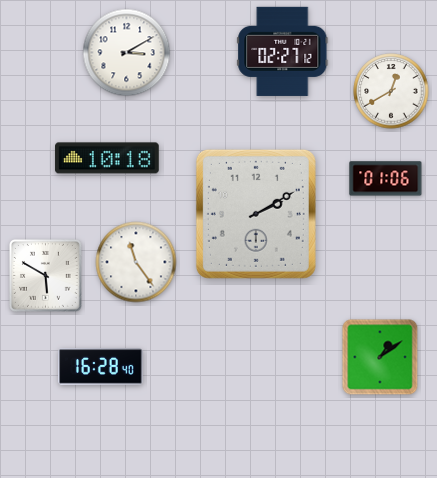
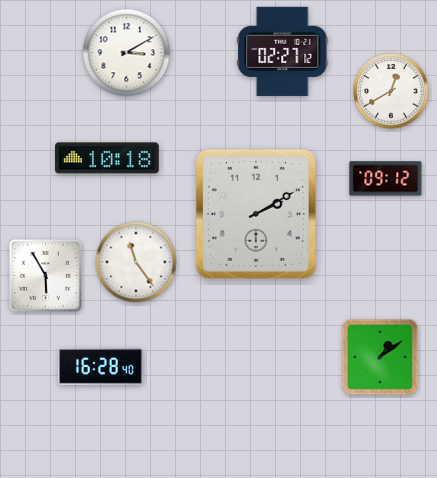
clock at (386, 179): 01:06 -> 09:12
clock at (46, 276): 5:50 -> 5:55
